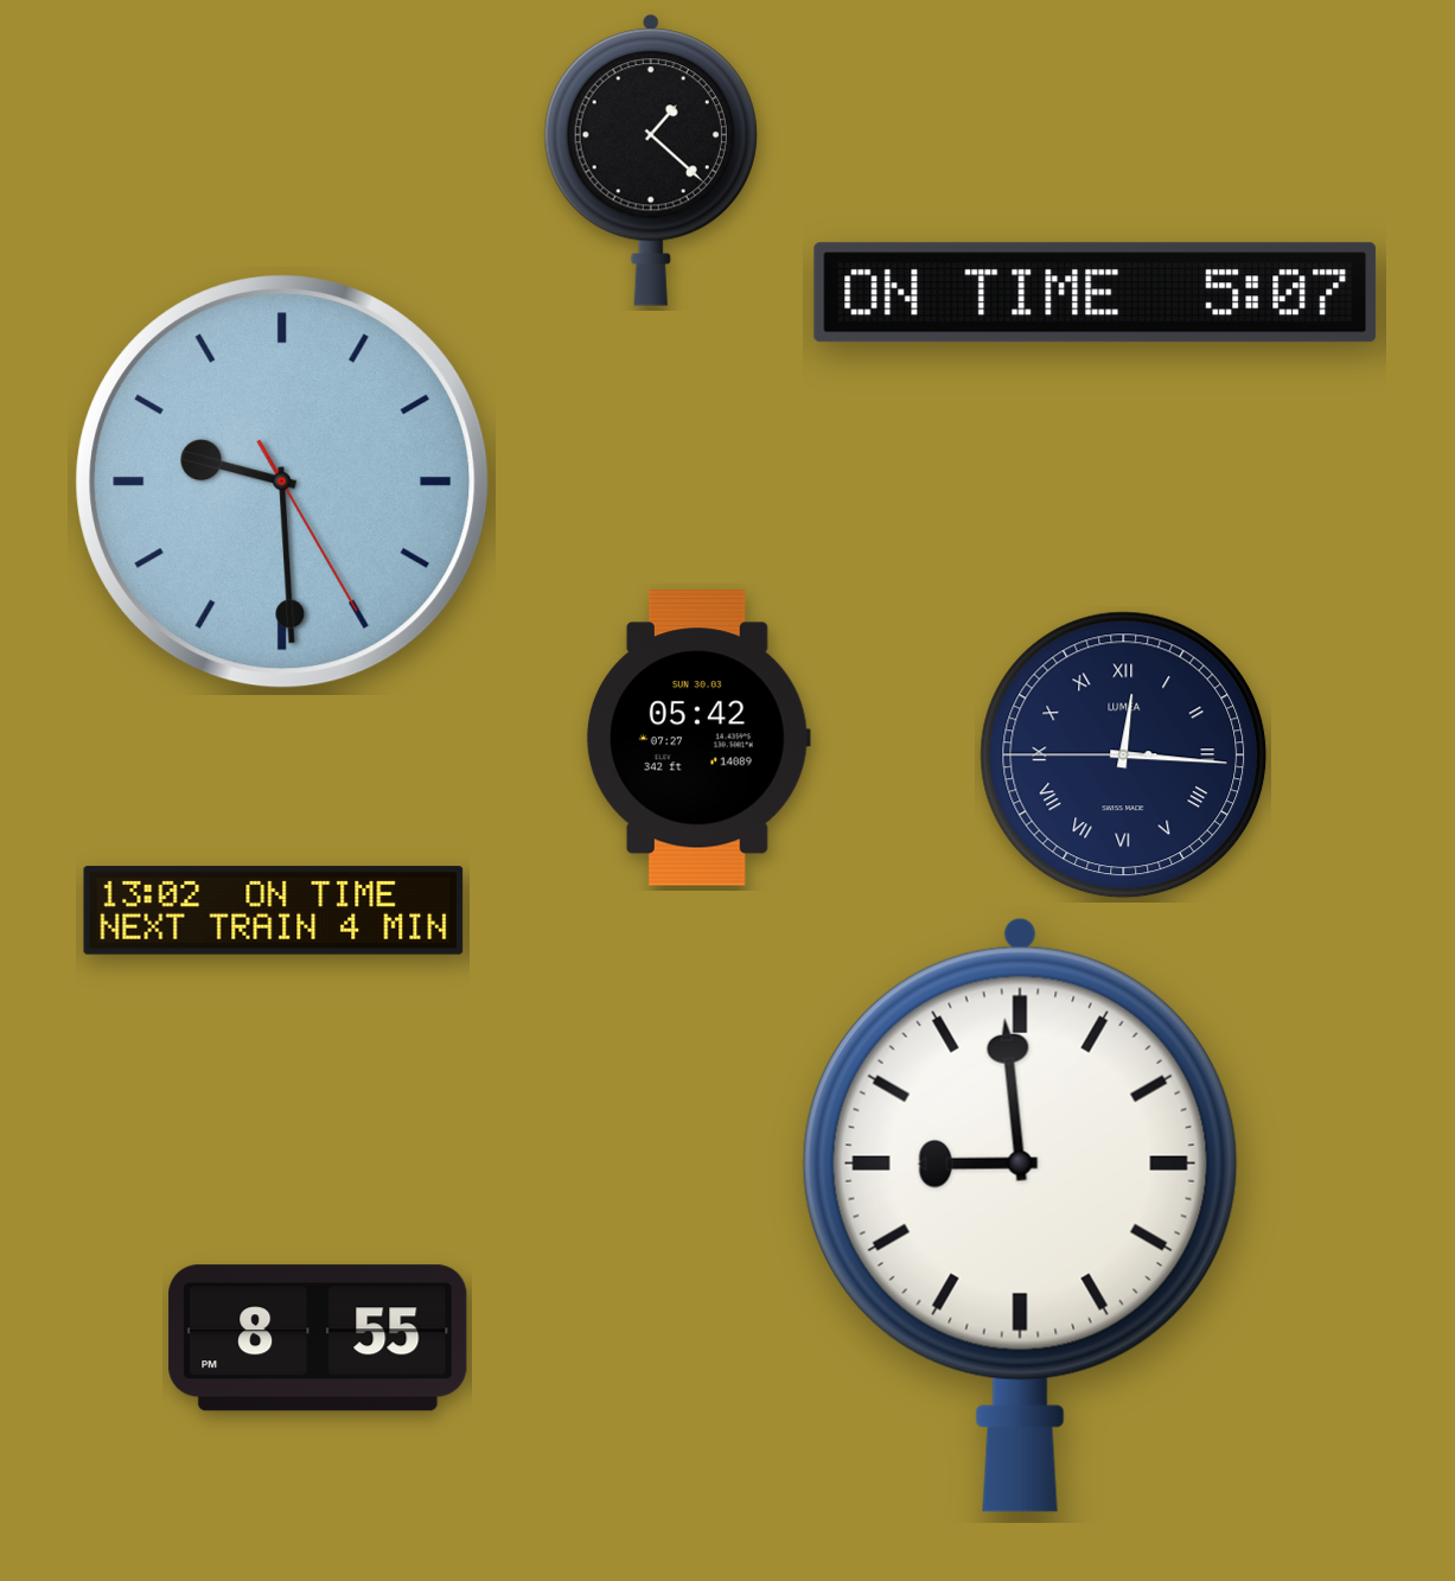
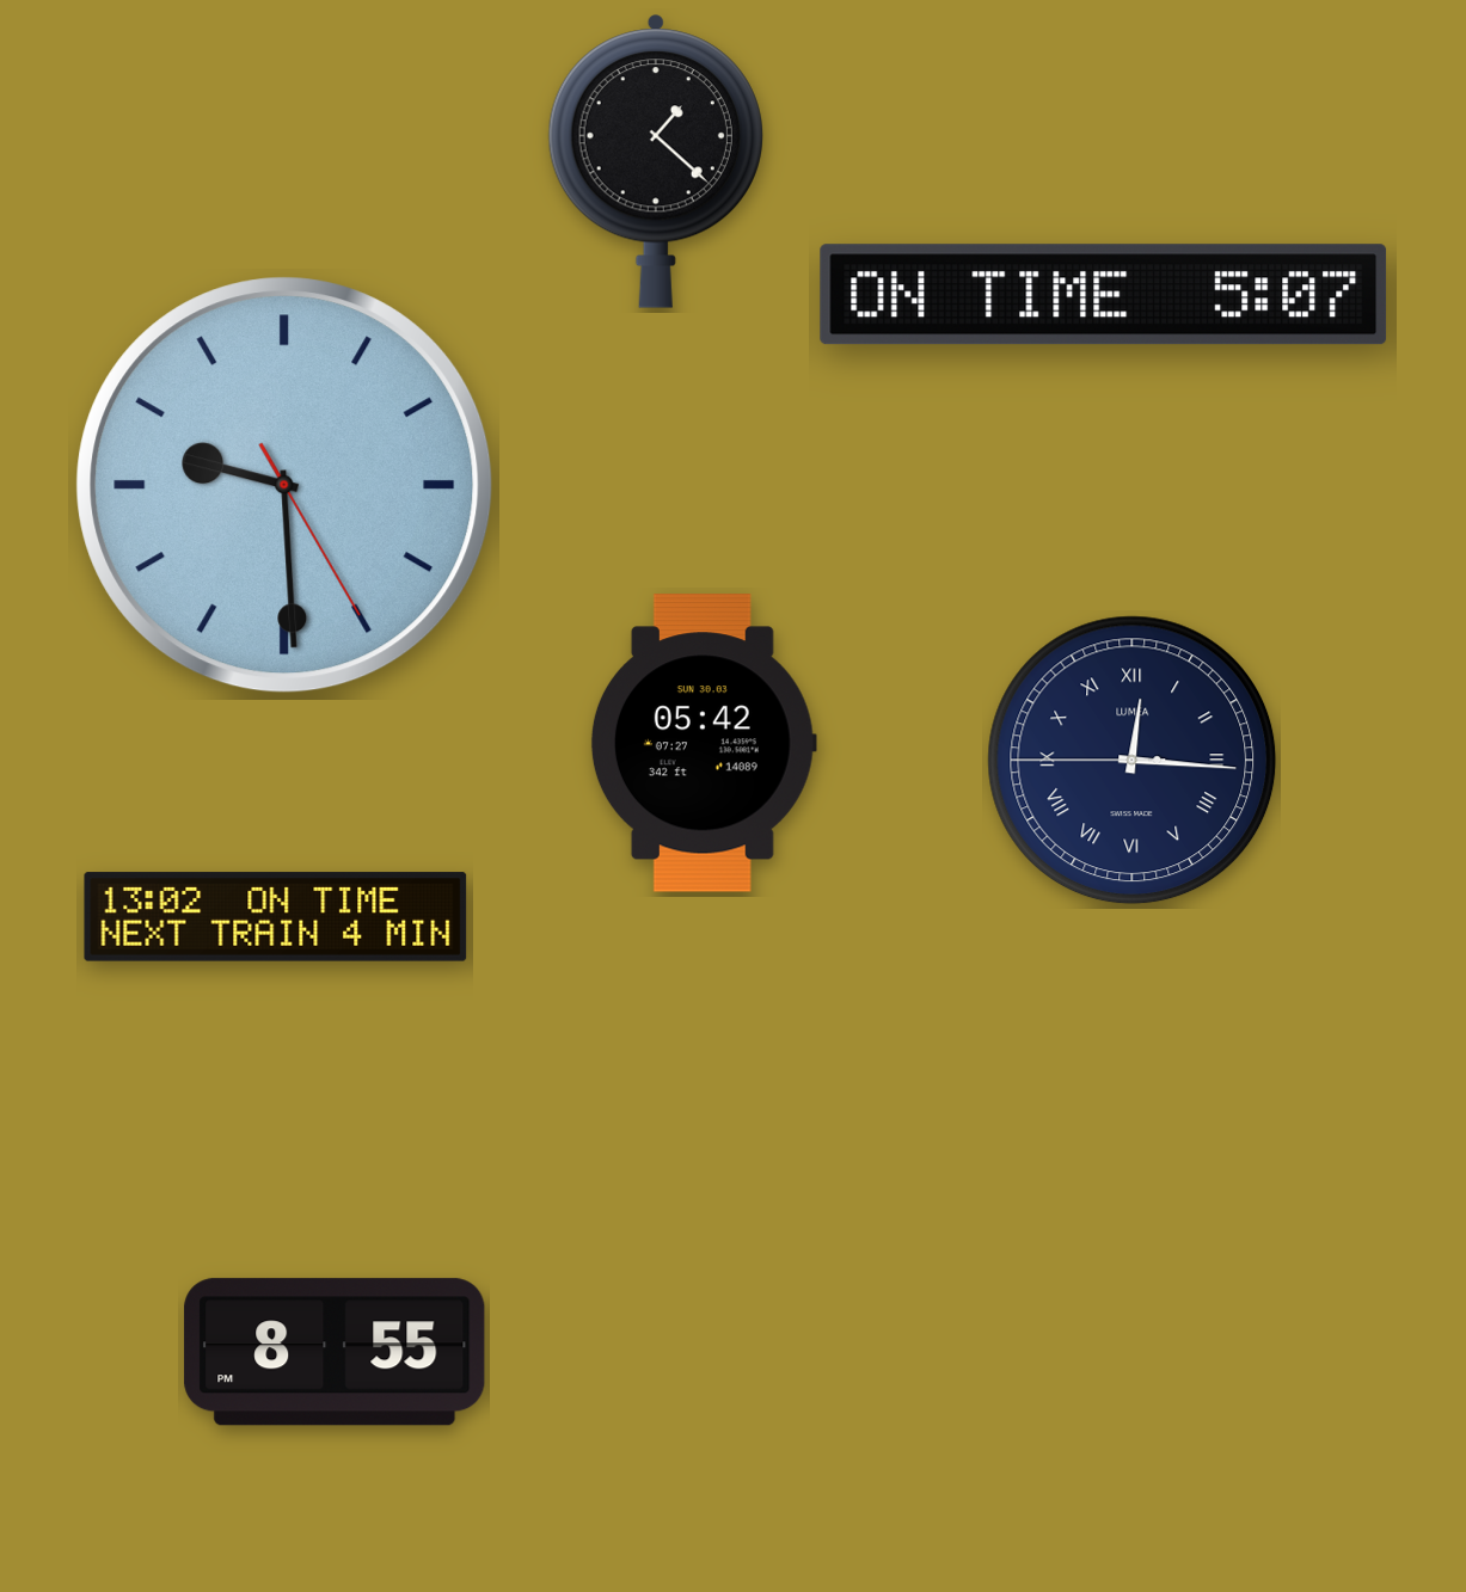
clock at (1020, 1215): 8:59 -> none
clock at (318, 1338) position: (318, 1338) -> (335, 1352)
